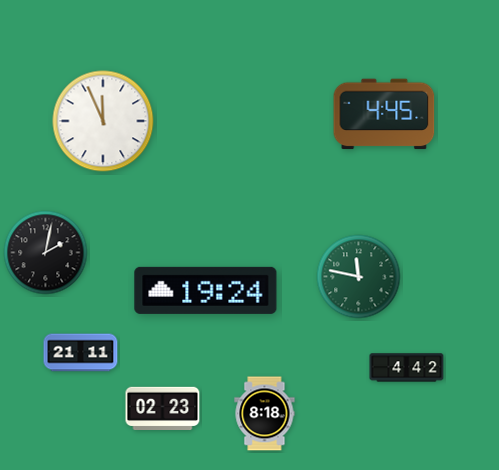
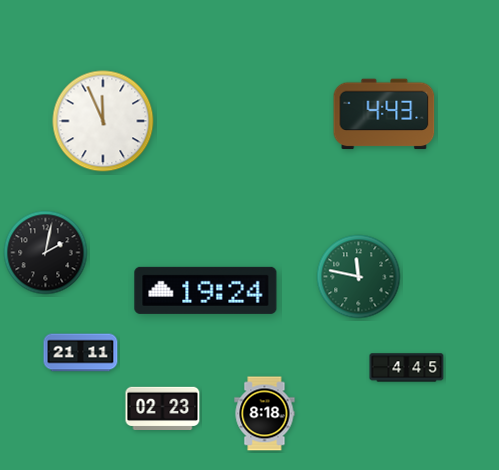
clock at (384, 114): 4:45 -> 4:43
clock at (407, 368): 4:42 -> 4:45
